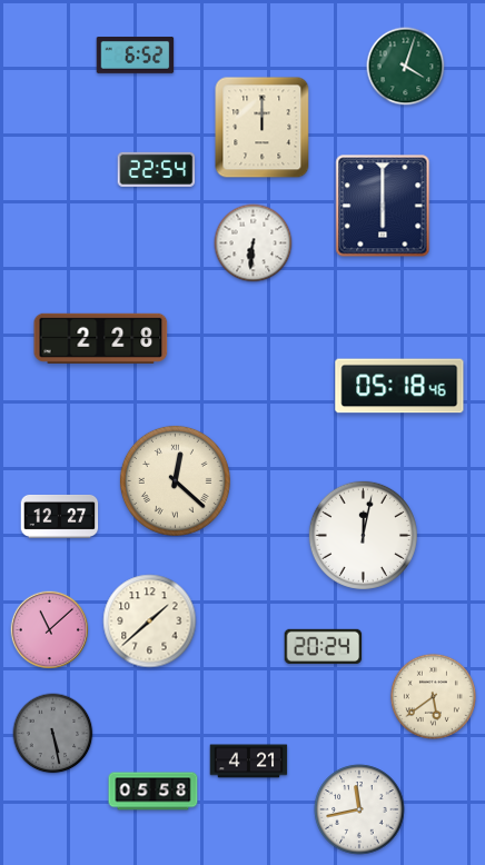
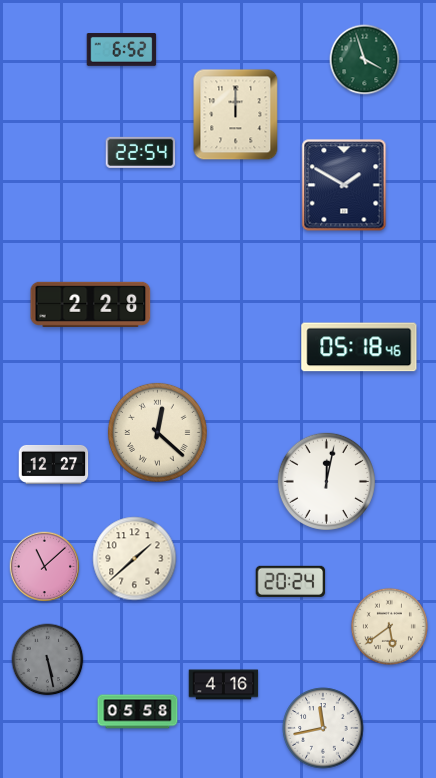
clock at (406, 67): 4:03 -> 3:57
clock at (383, 206): 6:00 -> 1:50
clock at (254, 243): 6:31 -> none
clock at (249, 762): 4:21 -> 4:16
